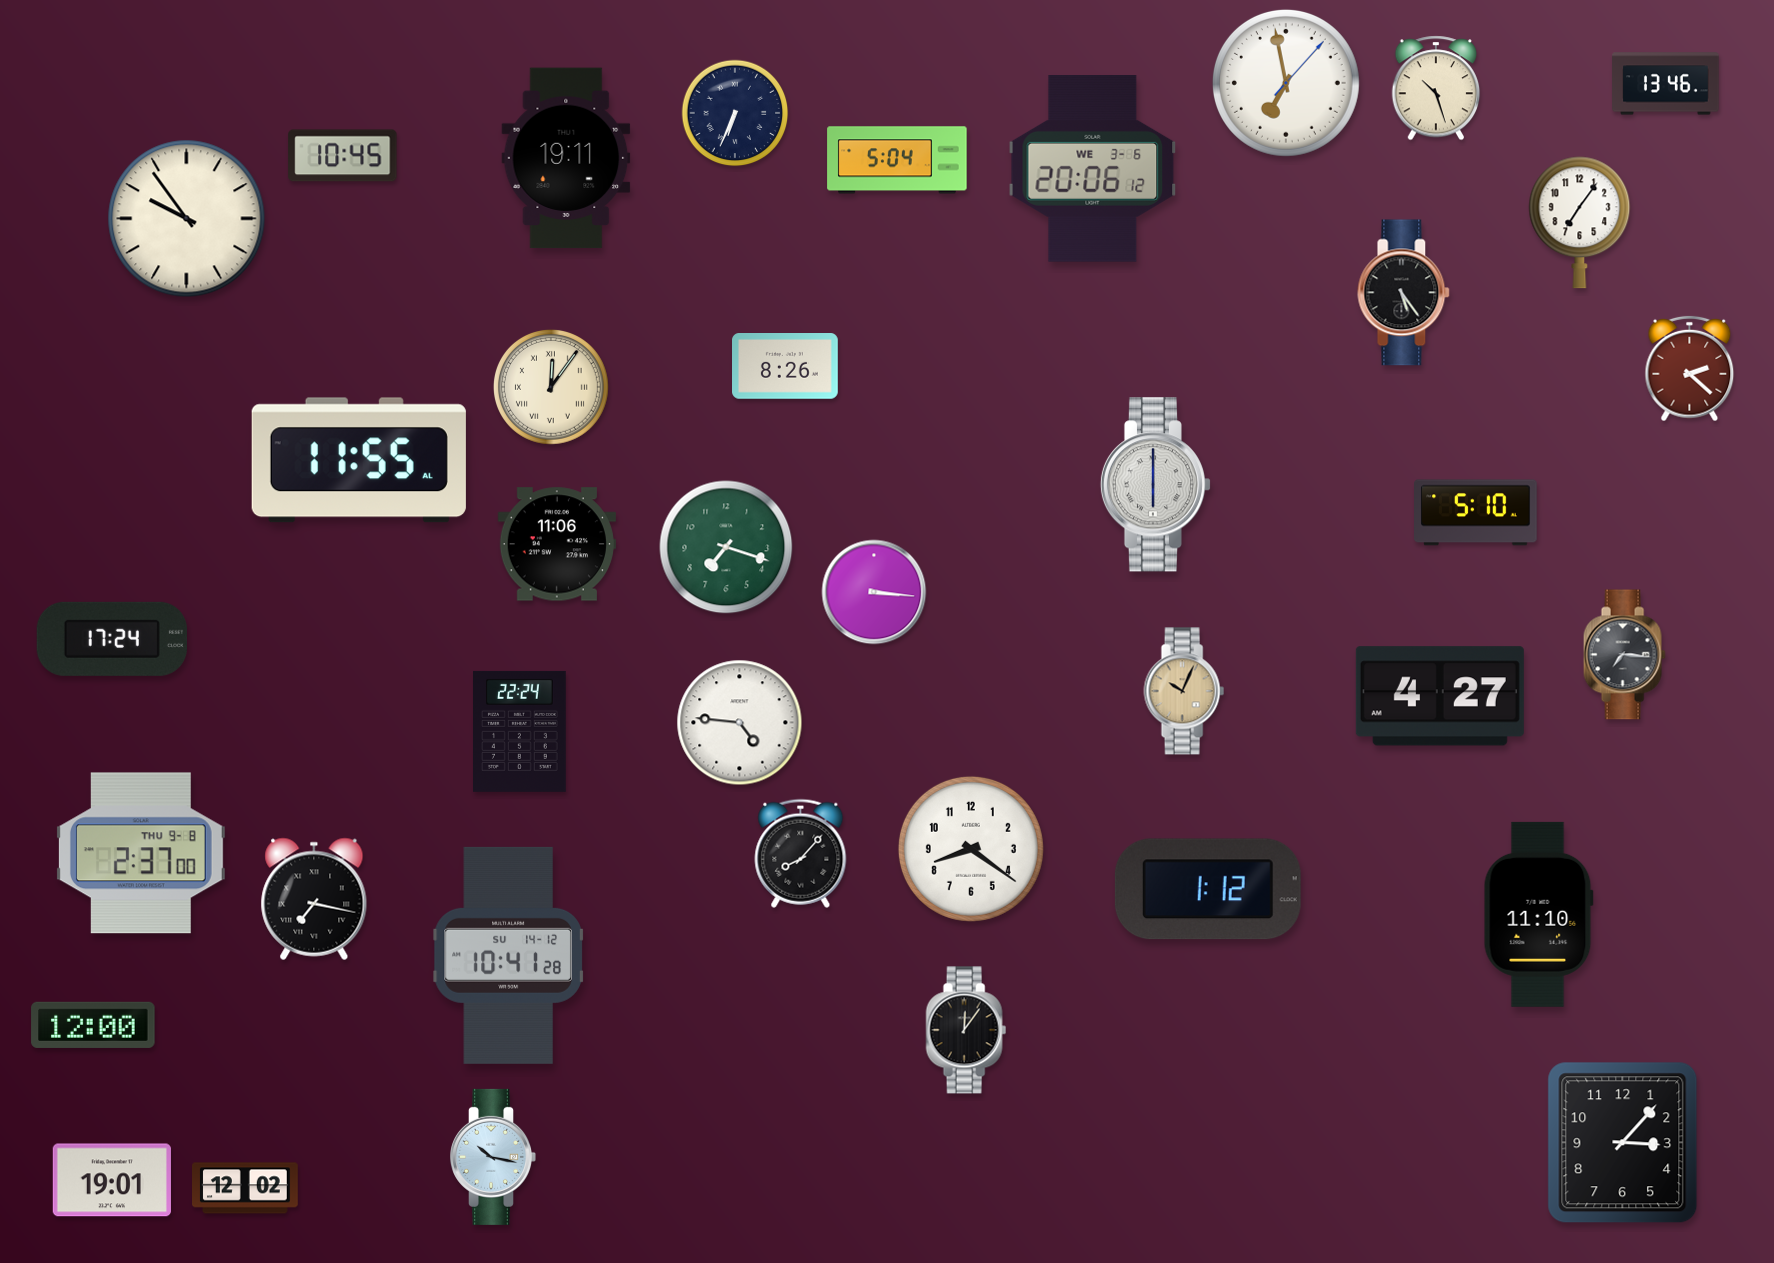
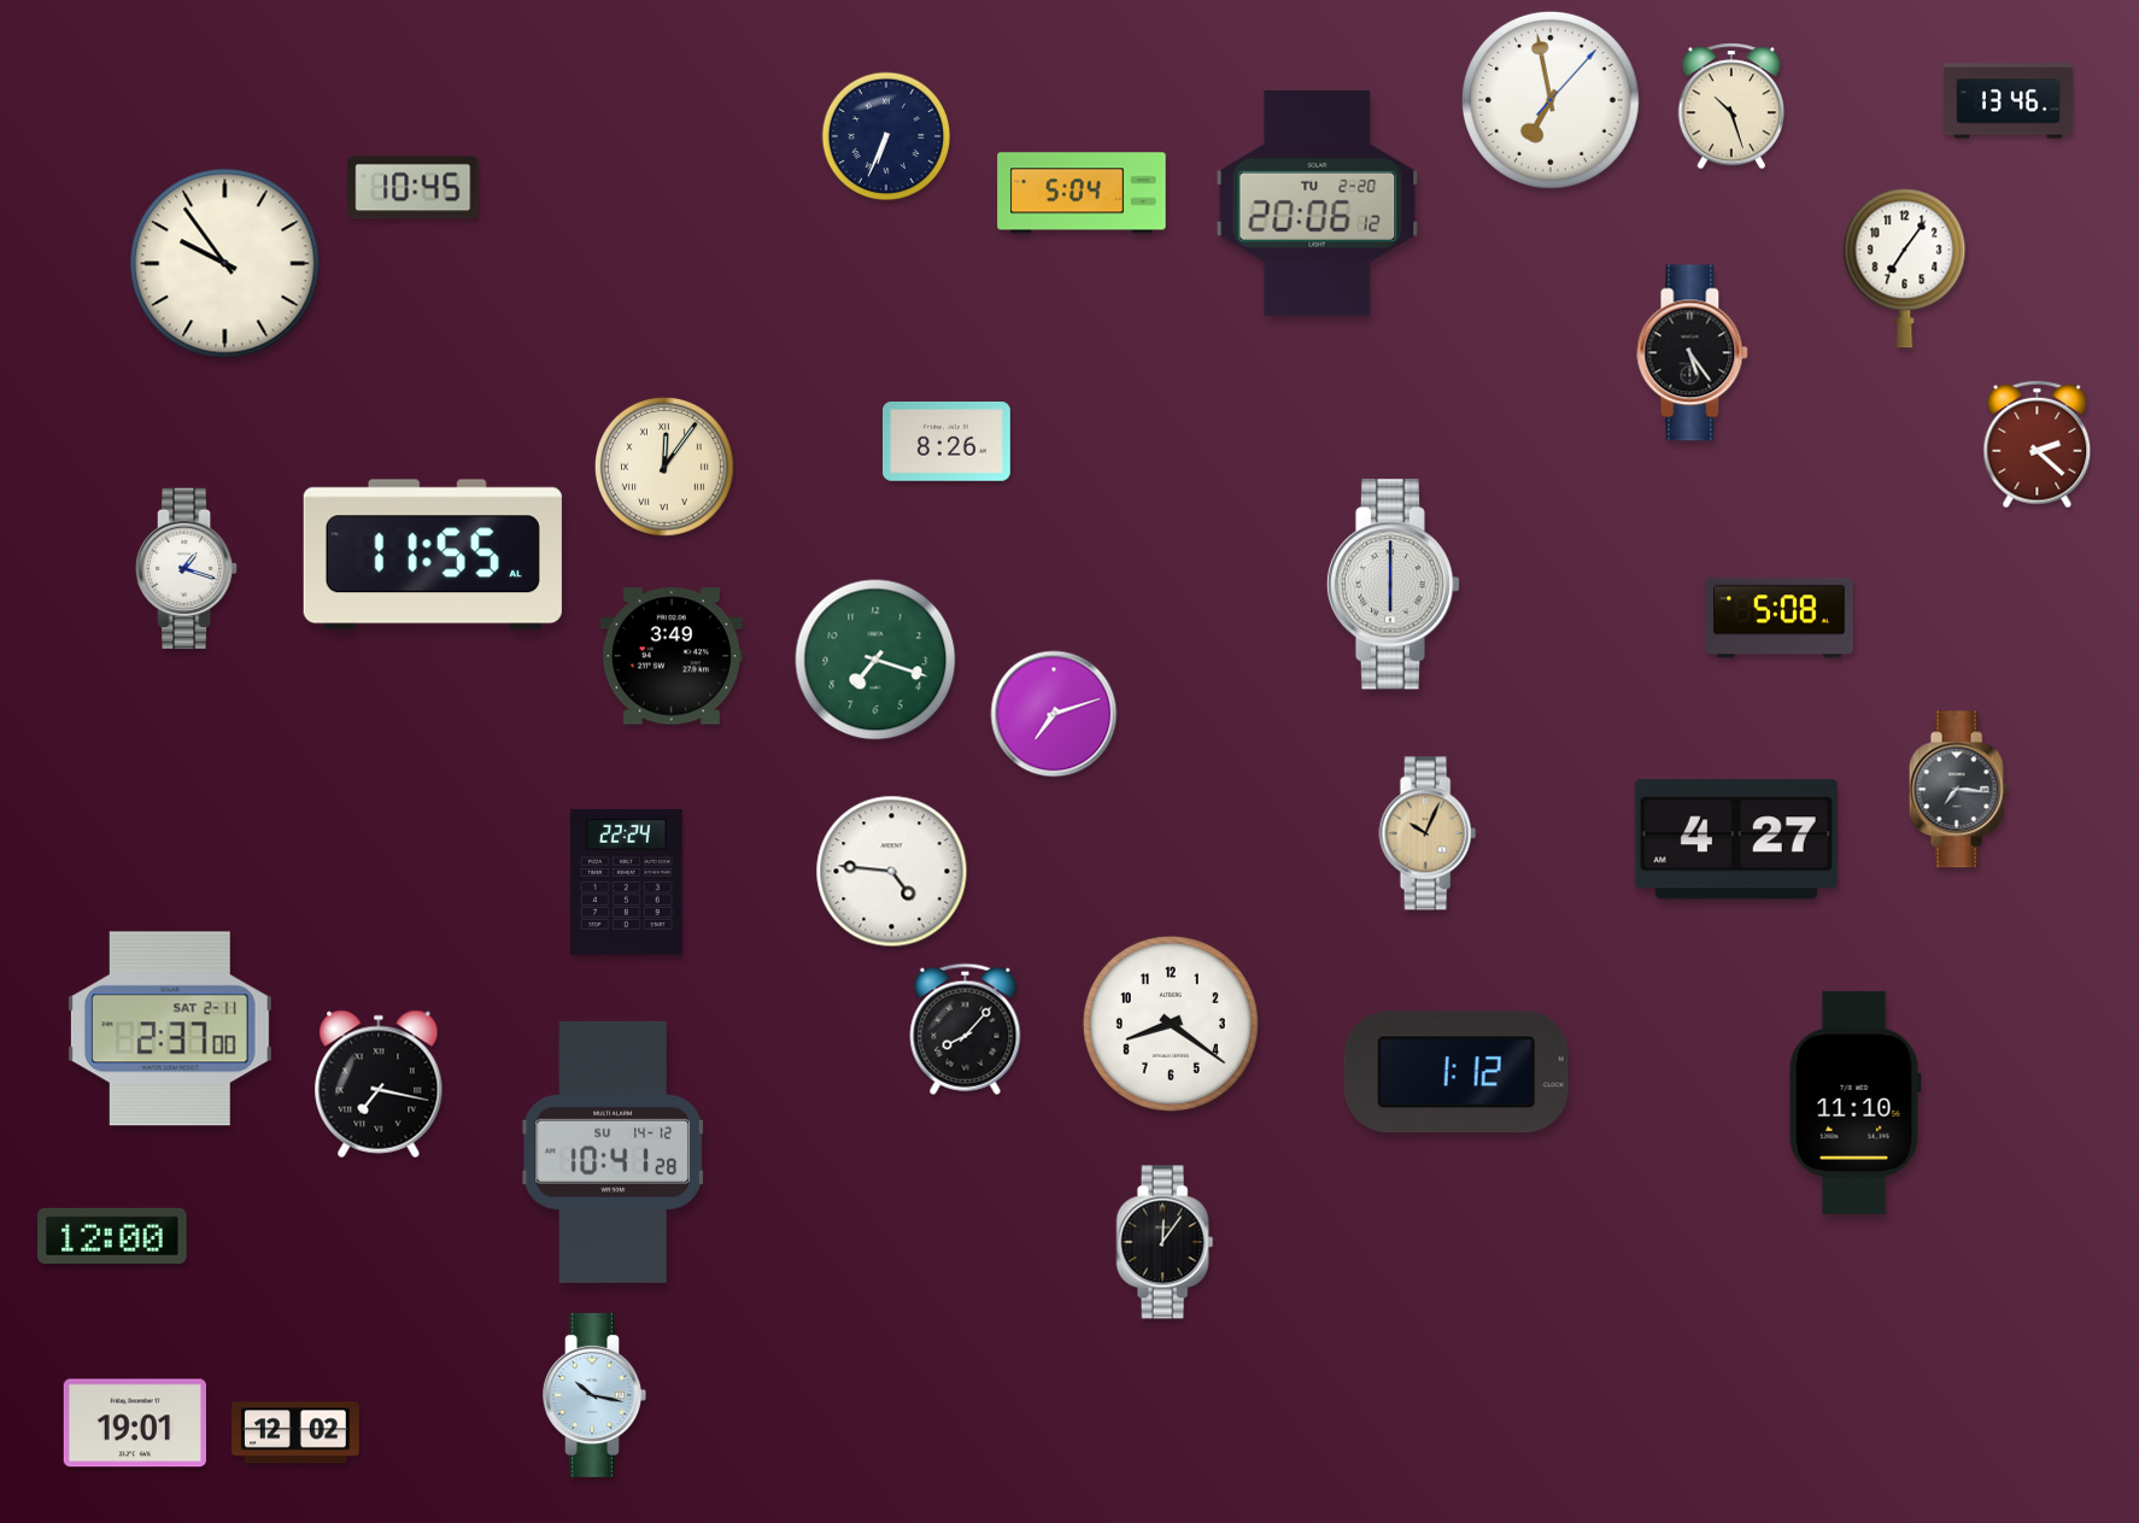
clock at (566, 158): 19:11 -> none
clock at (1093, 169) date: WE 3-6 -> TU 2-20
clock at (187, 569): none -> 1:18
clock at (1476, 513): 5:10 -> 5:08
clock at (557, 544): 11:06 -> 3:49
clock at (874, 592): 3:16 -> 7:12
clock at (112, 639): 17:24 -> none
clock at (141, 853) date: THU 9-8 -> SAT 2-11
clock at (1623, 1143): 3:07 -> none
